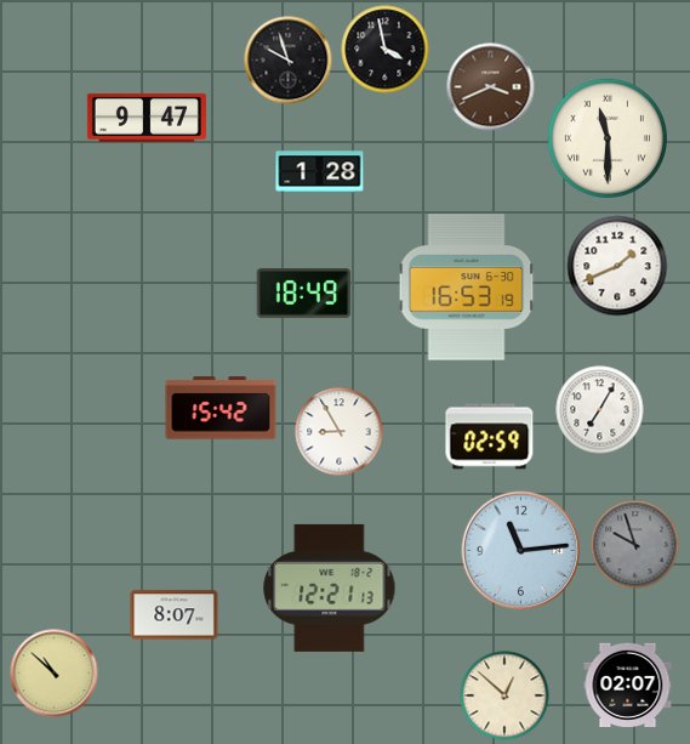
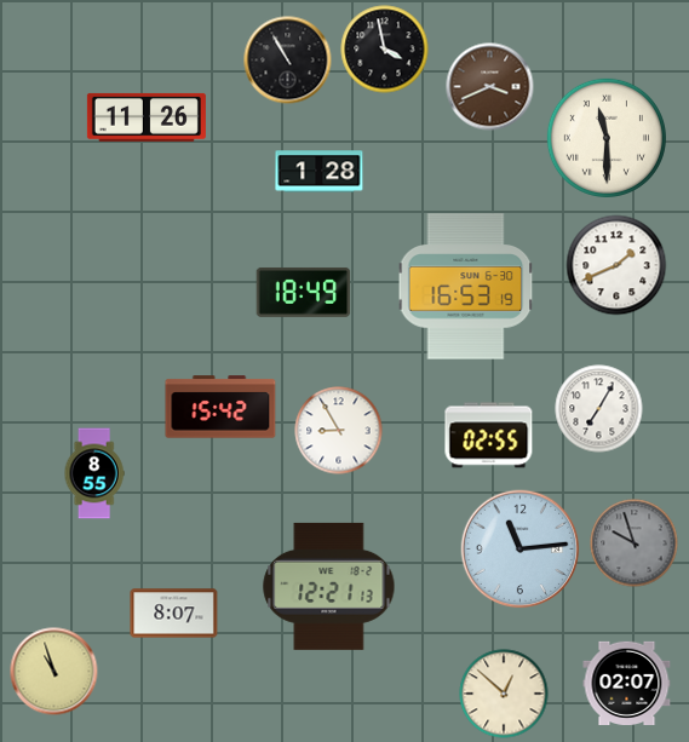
clock at (289, 61): 9:57 -> 10:55
clock at (147, 118): 9:47 -> 11:26
clock at (490, 437): 02:59 -> 02:55
clock at (94, 473): none -> 8:55
clock at (55, 674): 10:52 -> 10:57
